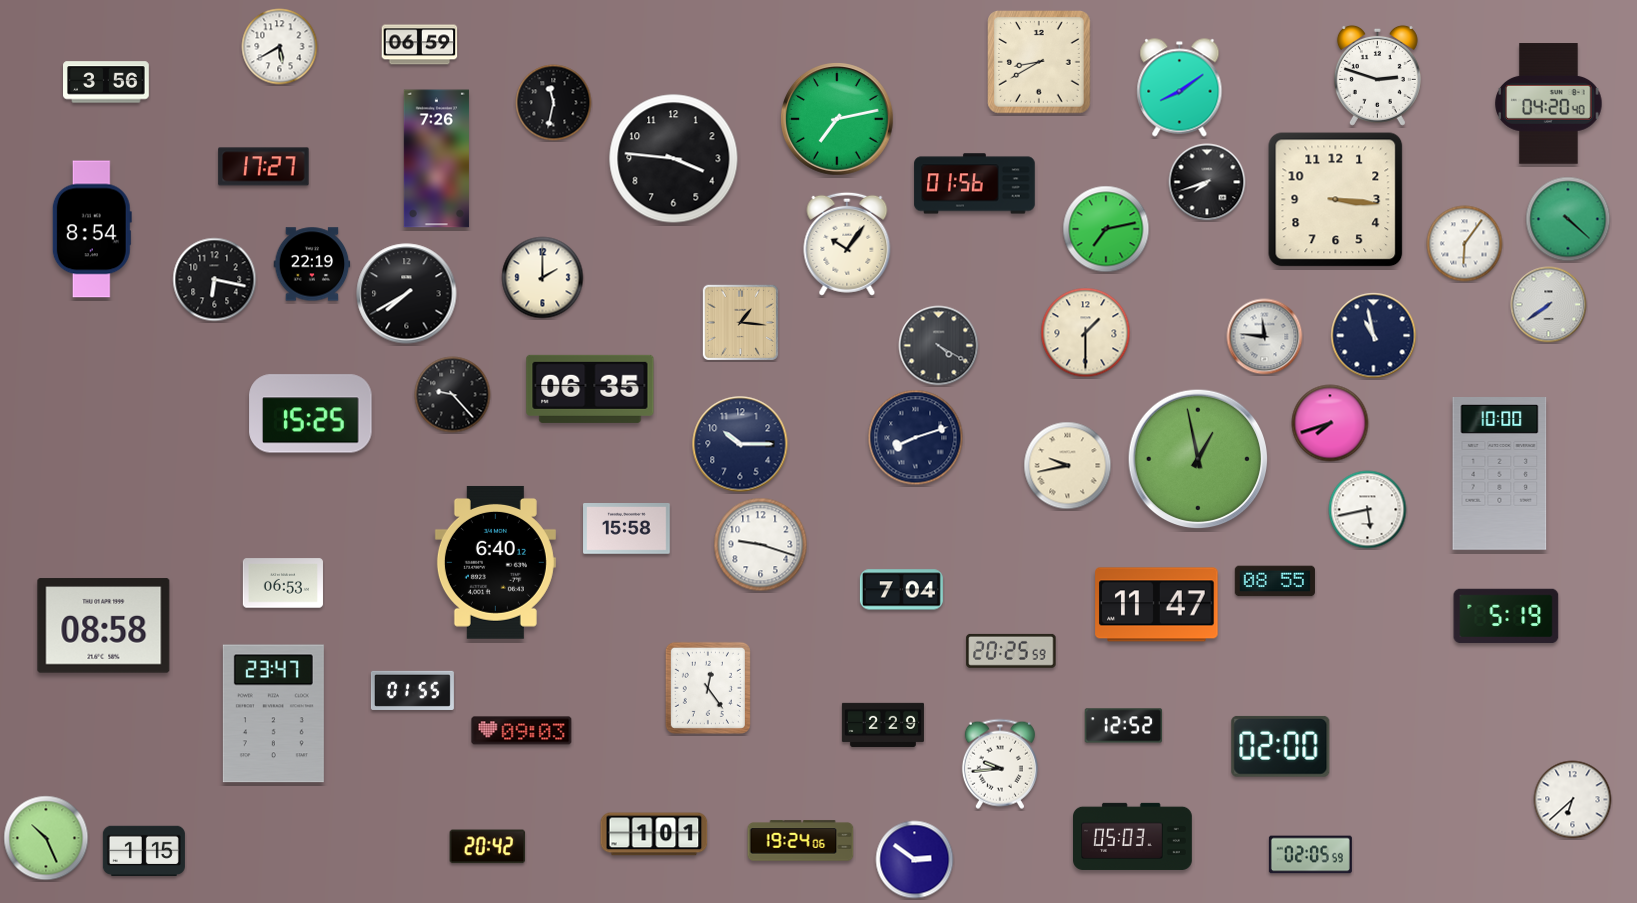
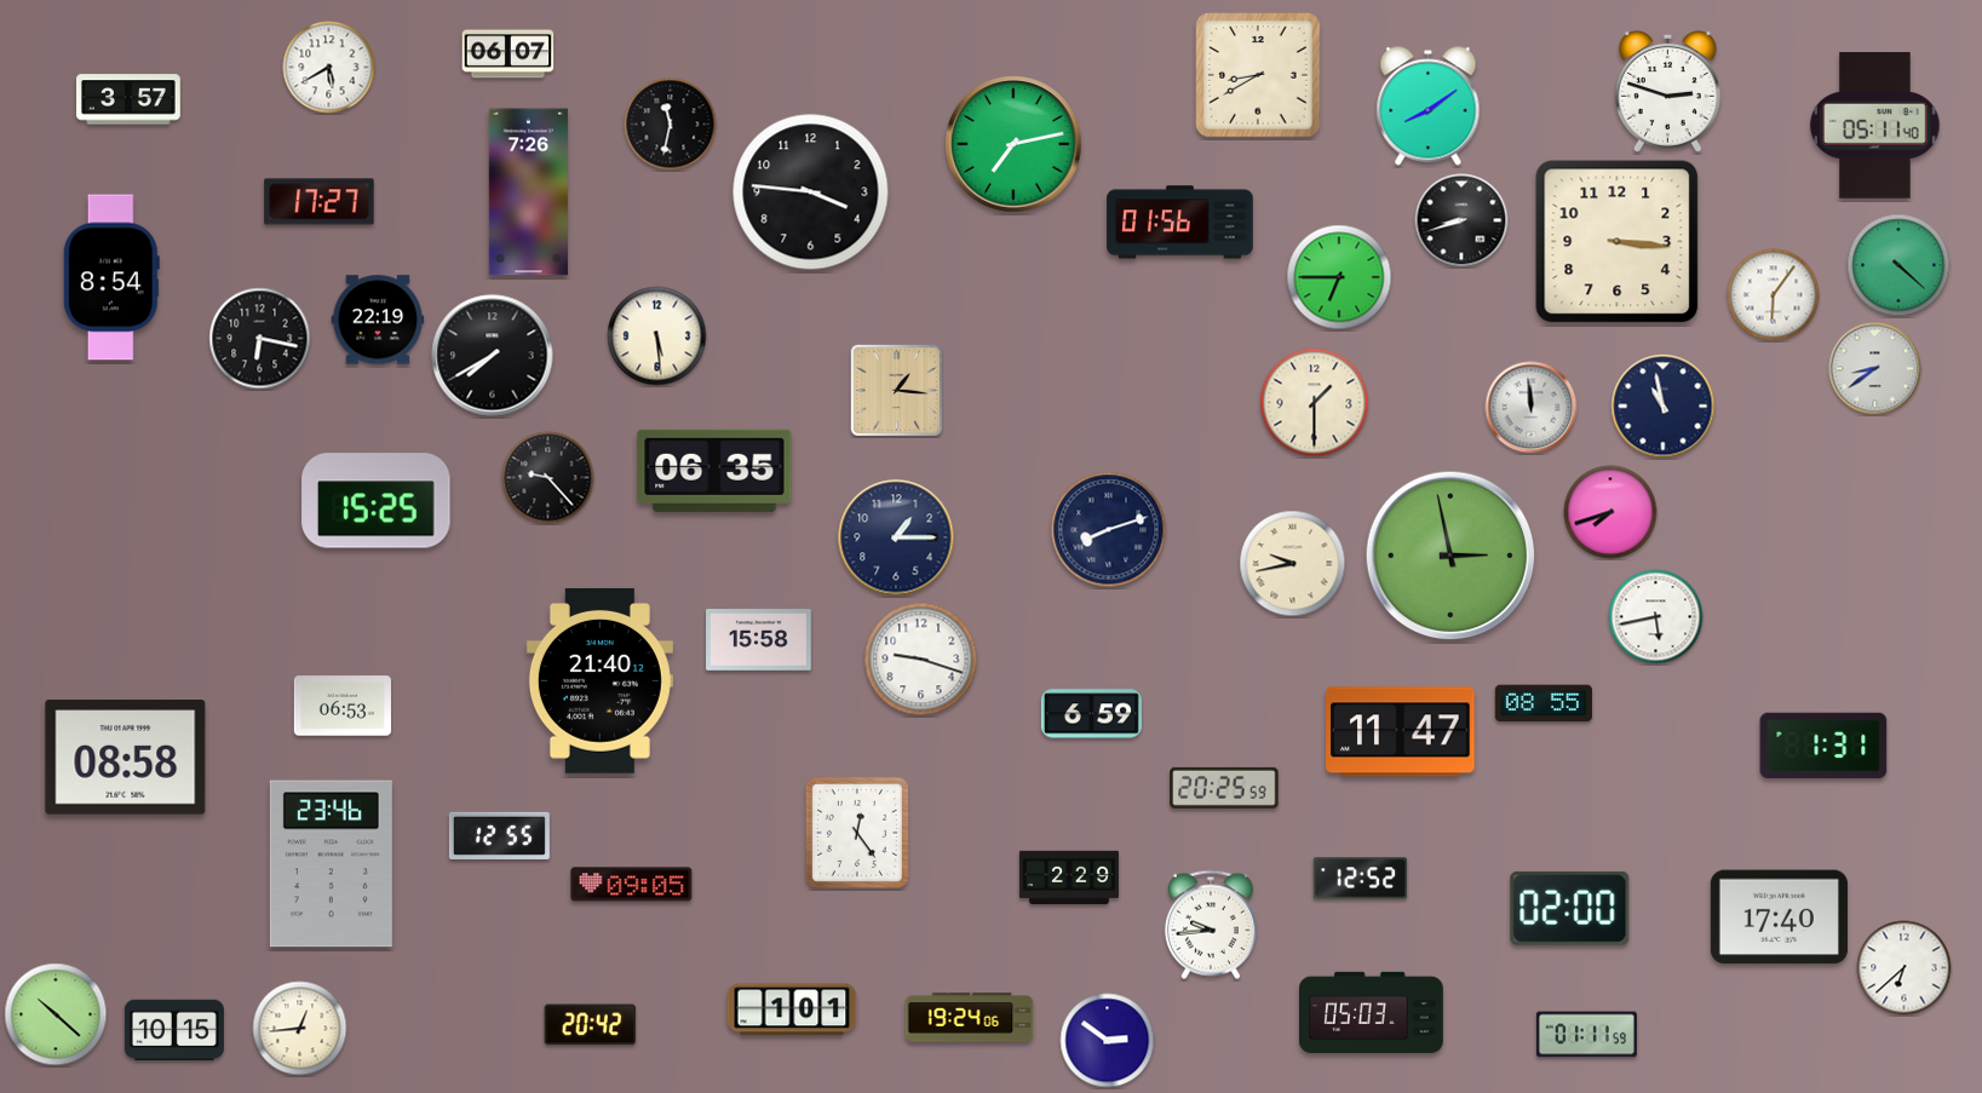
clock at (420, 45): 06:59 -> 06:07
clock at (280, 47) position: (280, 47) -> (329, 68)
clock at (107, 82): 3:56 -> 3:57
clock at (1549, 104): 04:20 -> 05:11
clock at (674, 159) position: (674, 159) -> (811, 192)
clock at (1207, 182): 7:42 -> 8:42
clock at (1106, 229): 7:13 -> 6:45
clock at (847, 244): 10:06 -> none
clock at (543, 278): 2:00 -> 5:29
clock at (1549, 305): 7:39 -> 8:39
clock at (1265, 337): 11:46 -> 11:59
clock at (939, 346): 4:20 -> none
clock at (740, 444): 10:15 -> 1:15
clock at (1198, 459): 12:58 -> 2:58
clock at (1500, 474): 10:00 -> none
clock at (495, 563): 6:40 -> 21:40
clock at (901, 590): 7:04 -> 6:59
clock at (1506, 616): 5:19 -> 1:31
clock at (412, 690): 01:55 -> 12:55
clock at (273, 714): 23:47 -> 23:46
clock at (522, 731): 09:03 -> 09:05
clock at (1281, 746) position: (1281, 746) -> (1570, 908)
clock at (1779, 917): none -> 17:40
clock at (46, 838): 10:26 -> 10:22
clock at (300, 1029): none -> 12:44
clock at (144, 851): 1:15 -> 10:15
clock at (1310, 855): 02:05 -> 01:11
